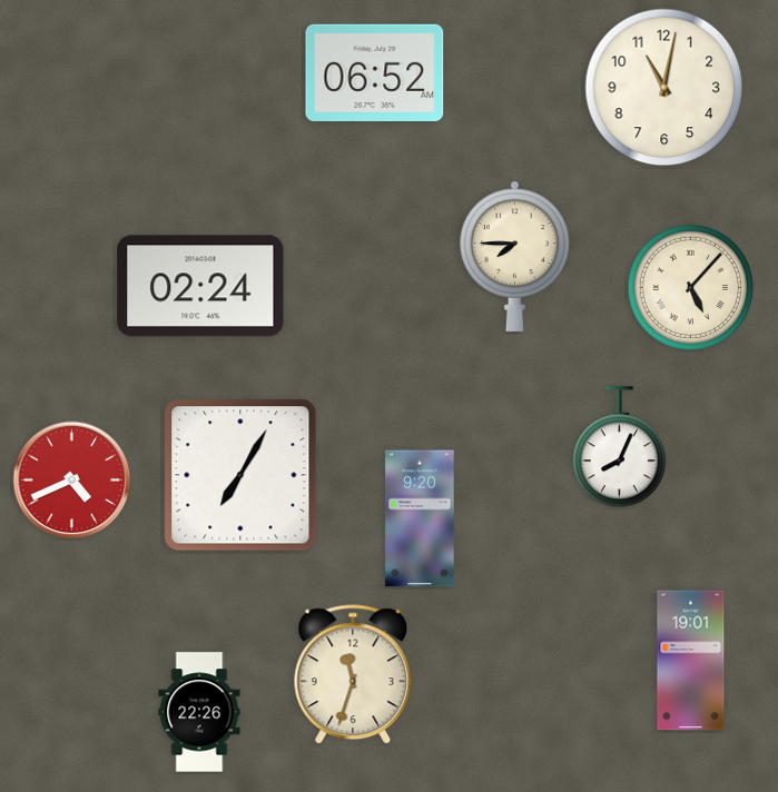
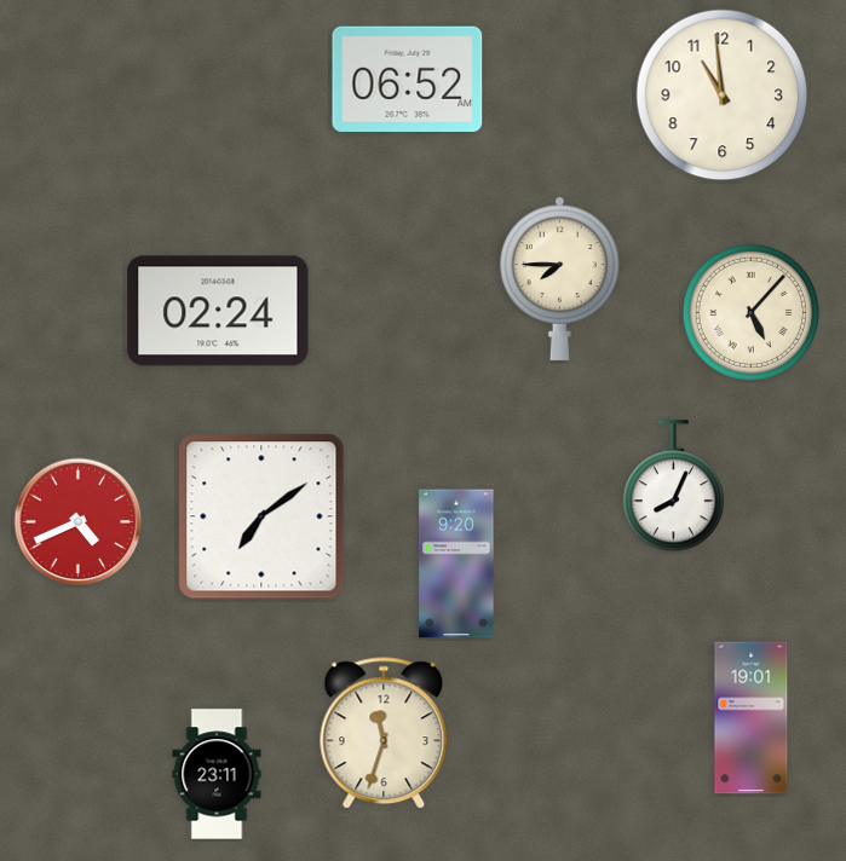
clock at (664, 88): 11:02 -> 10:59
clock at (240, 475): 7:05 -> 7:09
clock at (199, 712): 22:26 -> 23:11
